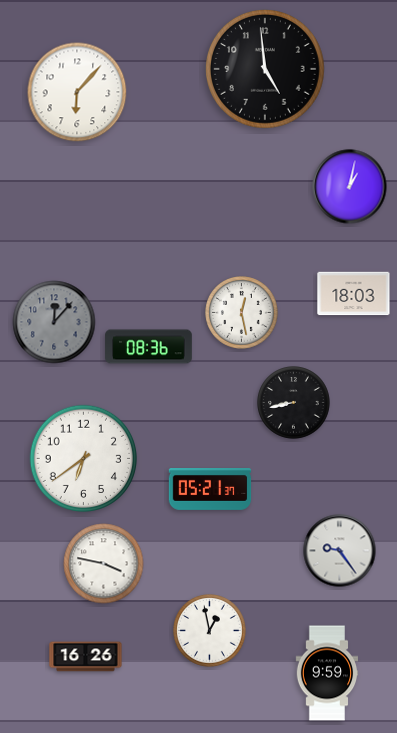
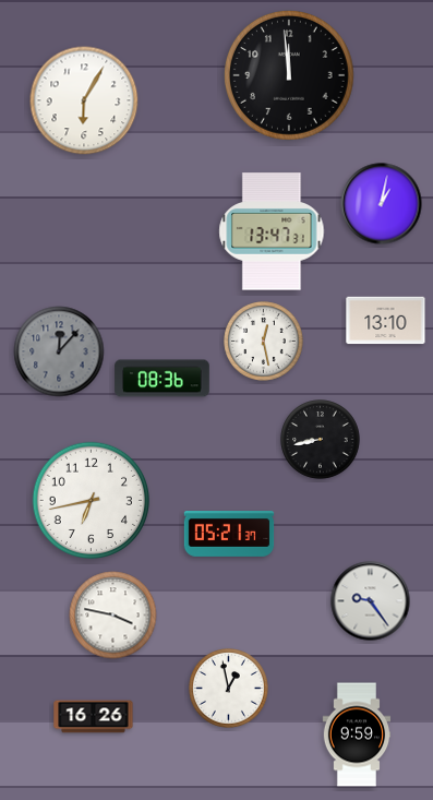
clock at (266, 70): 4:59 -> 11:59
clock at (77, 92): 6:07 -> 6:05
clock at (272, 231): none -> 13:47
clock at (354, 294): 18:03 -> 13:10
clock at (84, 459): 6:39 -> 6:43
